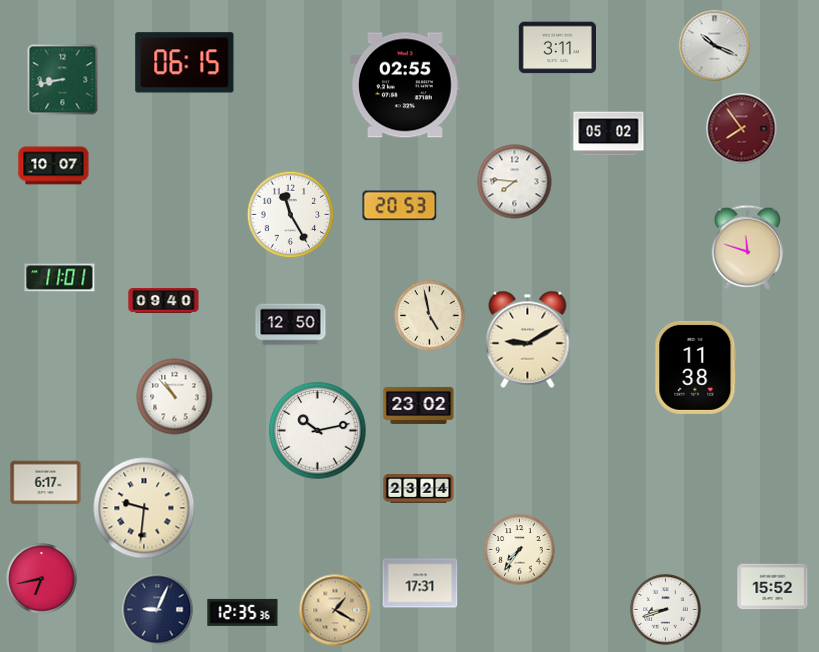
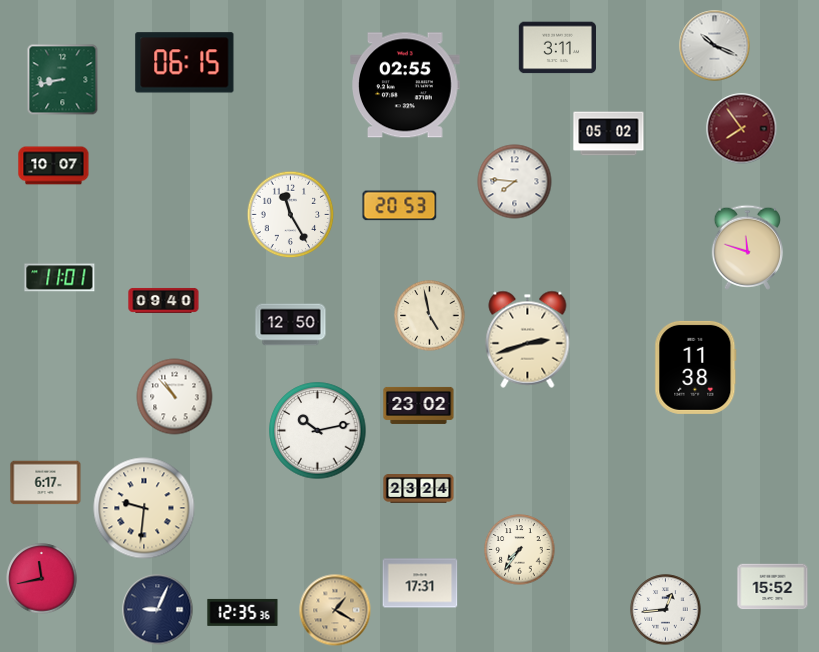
clock at (528, 339): 9:10 -> 2:42
clock at (42, 579): 6:43 -> 11:43
clock at (666, 610): 8:42 -> 12:44
